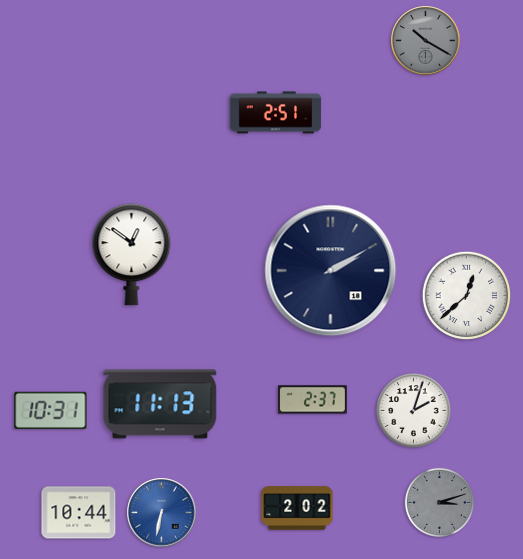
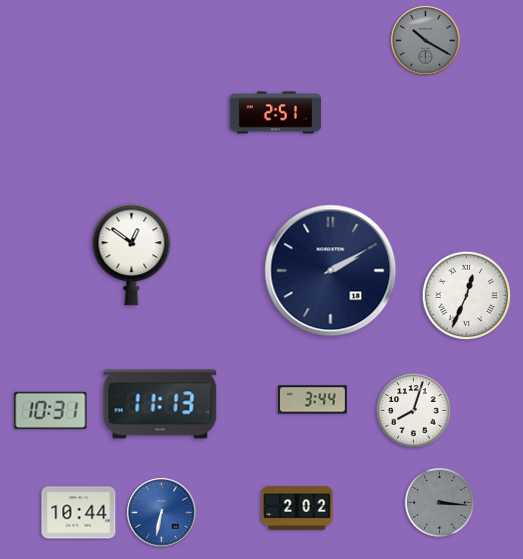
clock at (467, 296): 12:38 -> 12:34
clock at (313, 400): 2:37 -> 3:44
clock at (414, 411): 2:03 -> 8:03
clock at (439, 502): 3:12 -> 3:16
